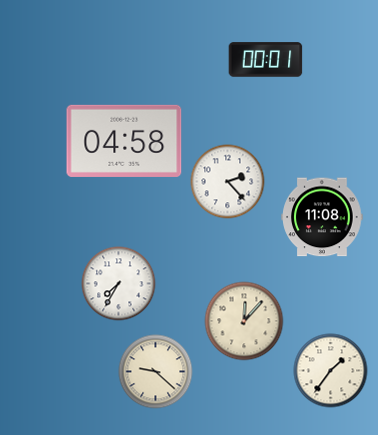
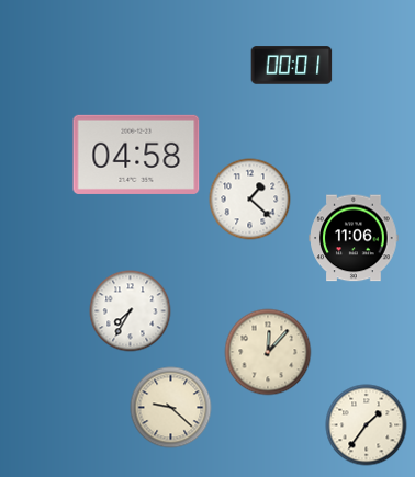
clock at (228, 182): 2:23 -> 1:22
clock at (322, 217): 11:08 -> 11:06
clock at (331, 371) position: (331, 371) -> (367, 425)
